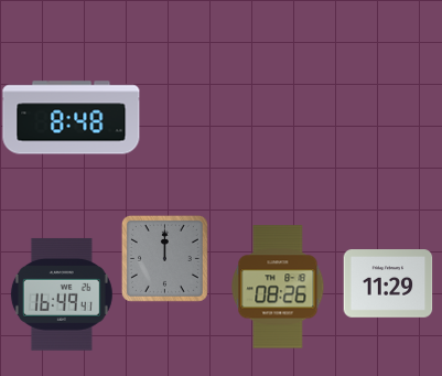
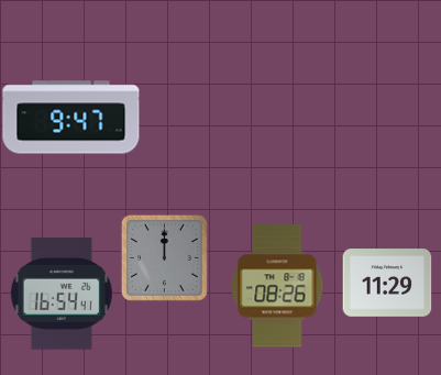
clock at (72, 118): 8:48 -> 9:47
clock at (62, 294): 16:49 -> 16:54
